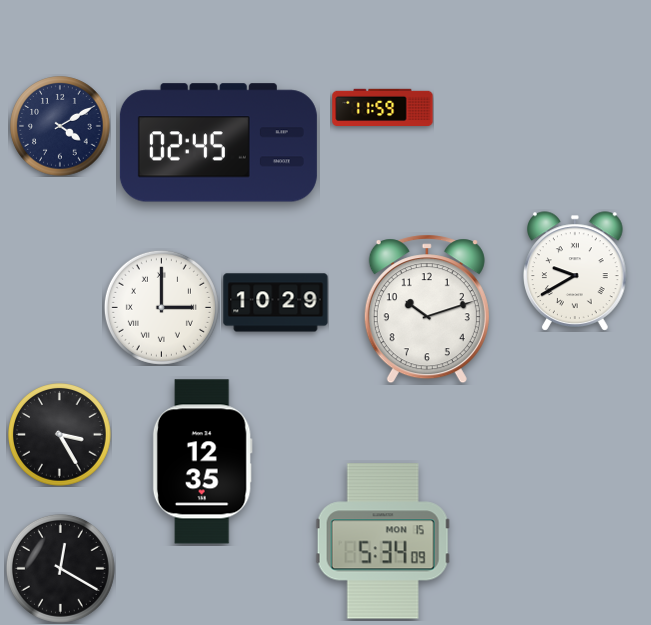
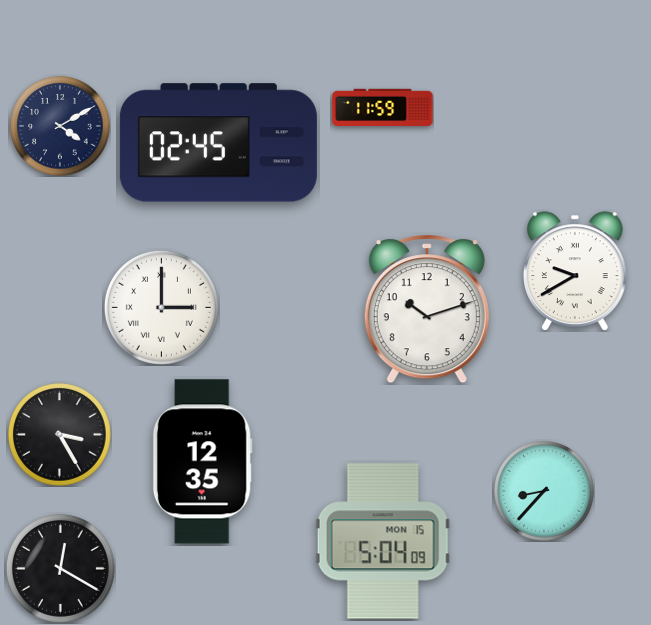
clock at (276, 303): 10:29 -> none
clock at (544, 491): none -> 8:37
clock at (383, 541): 5:34 -> 5:04
